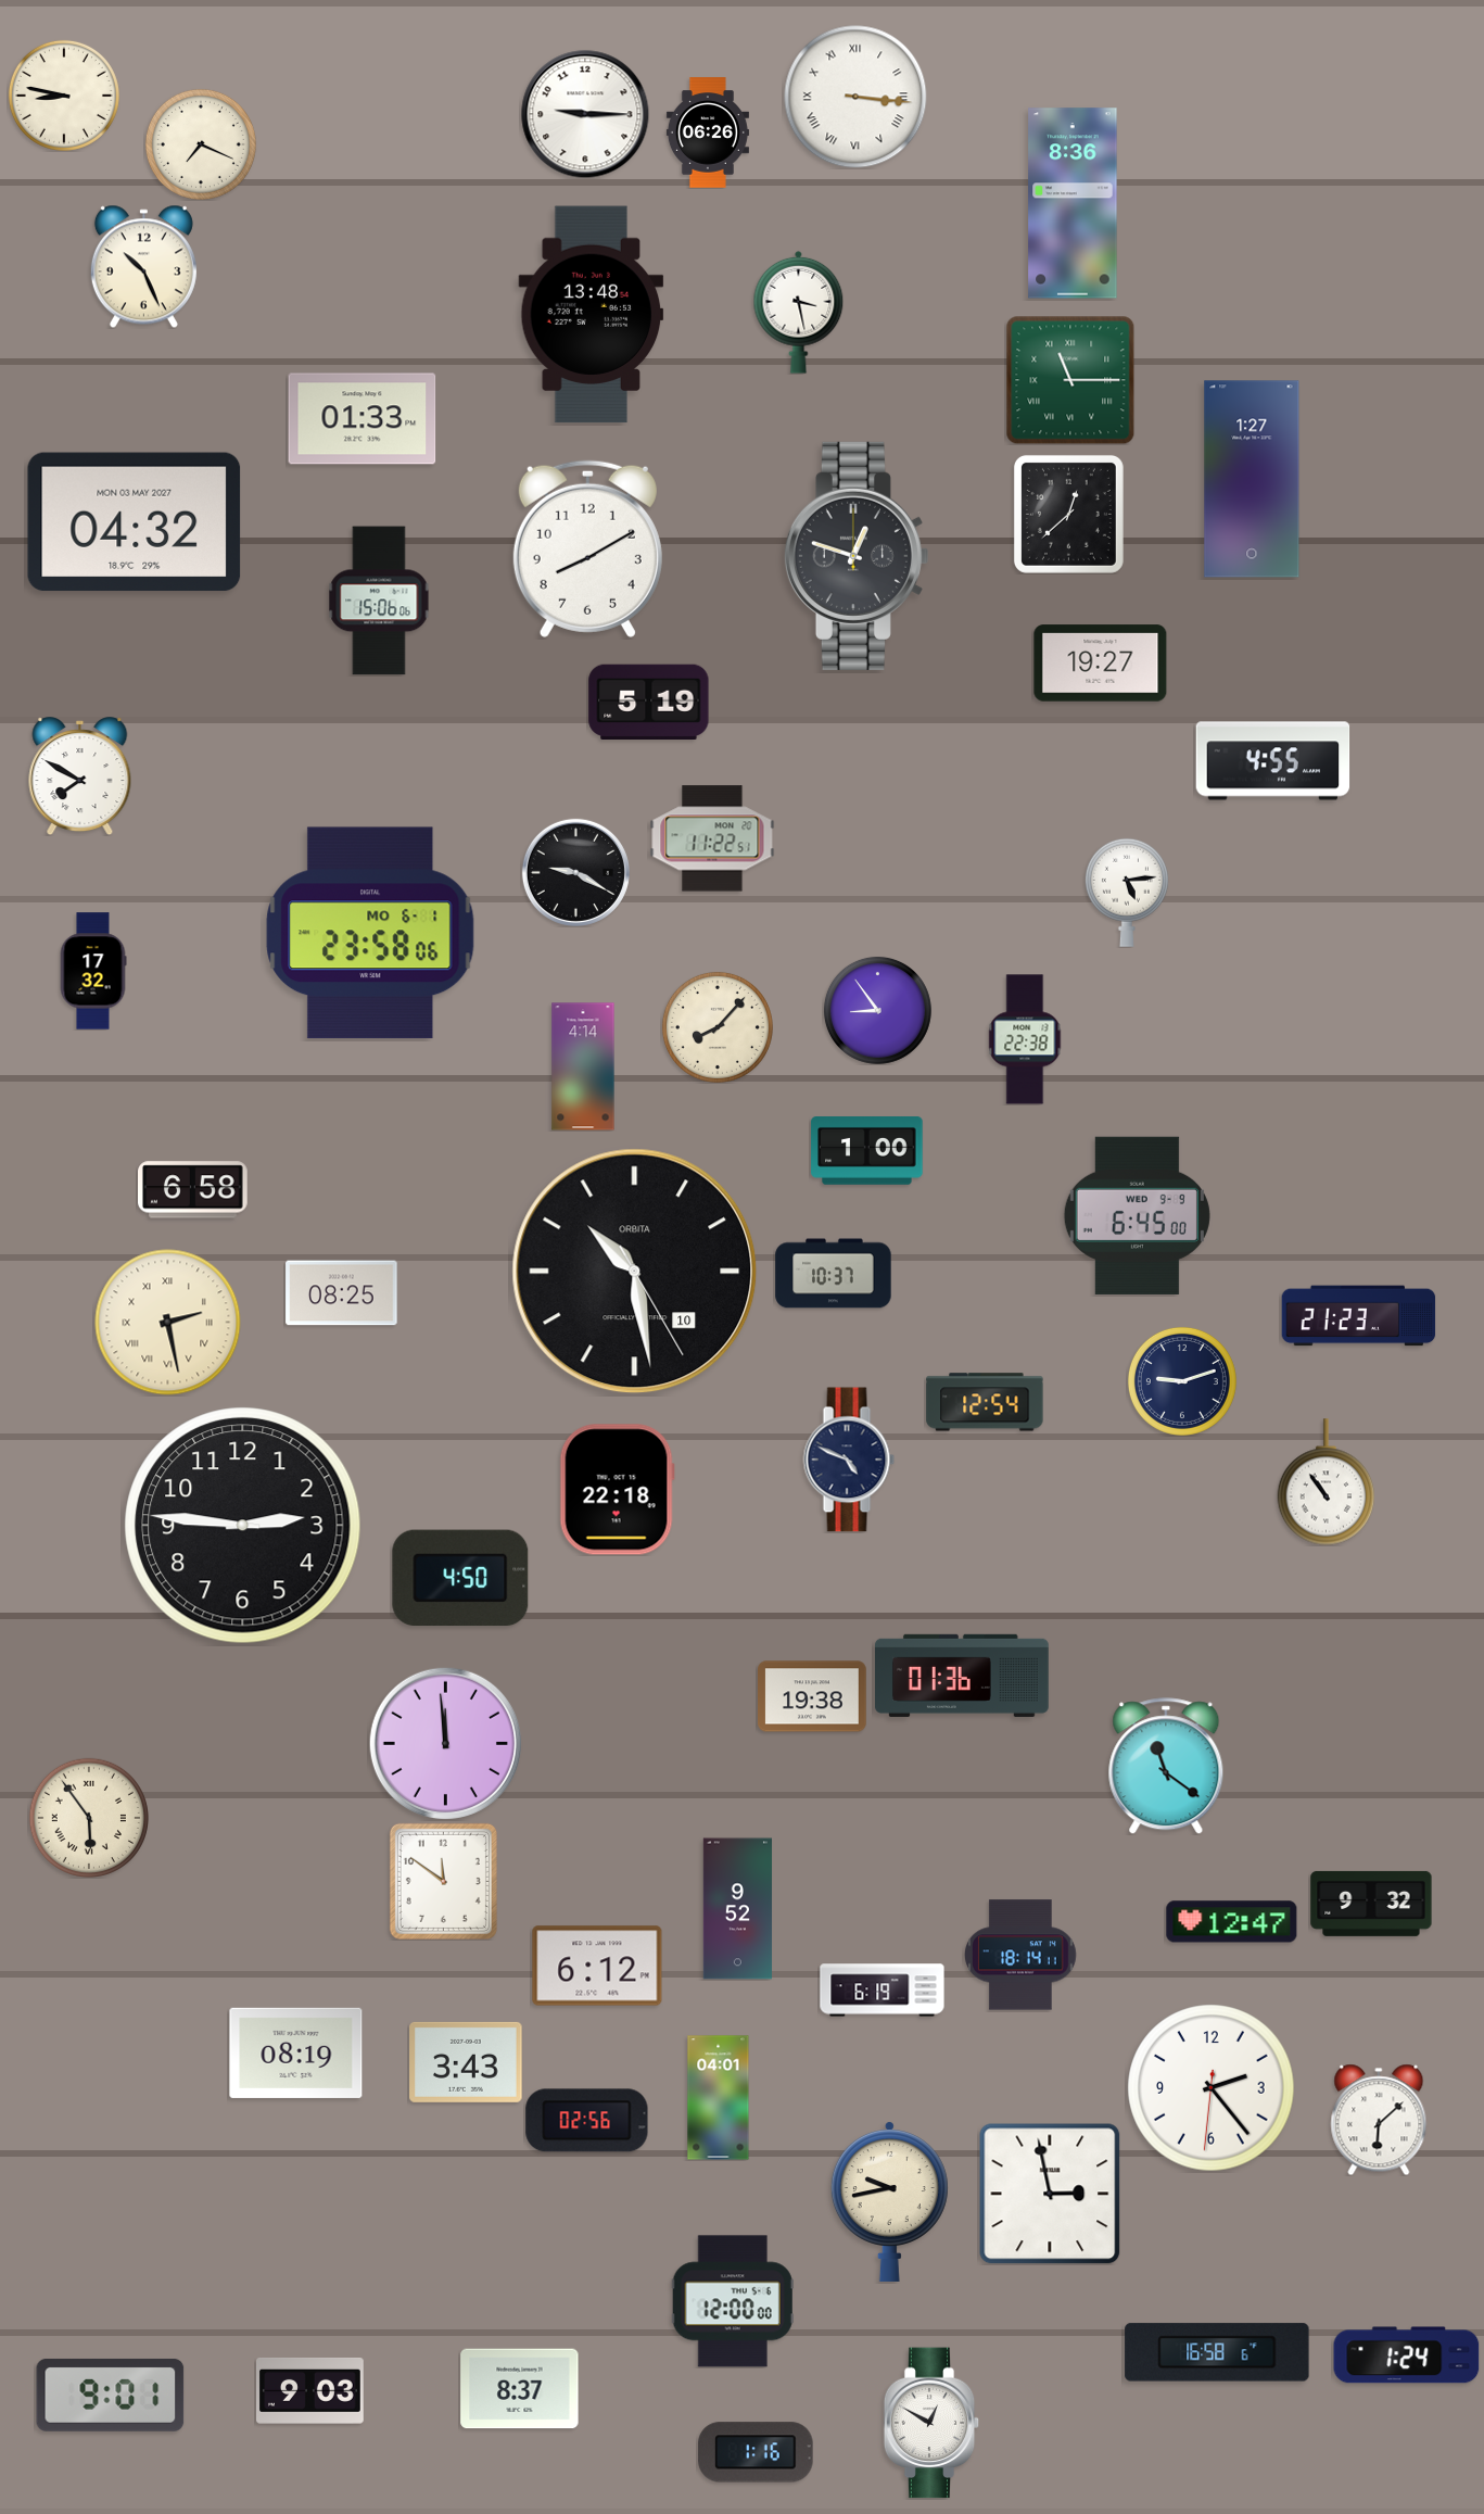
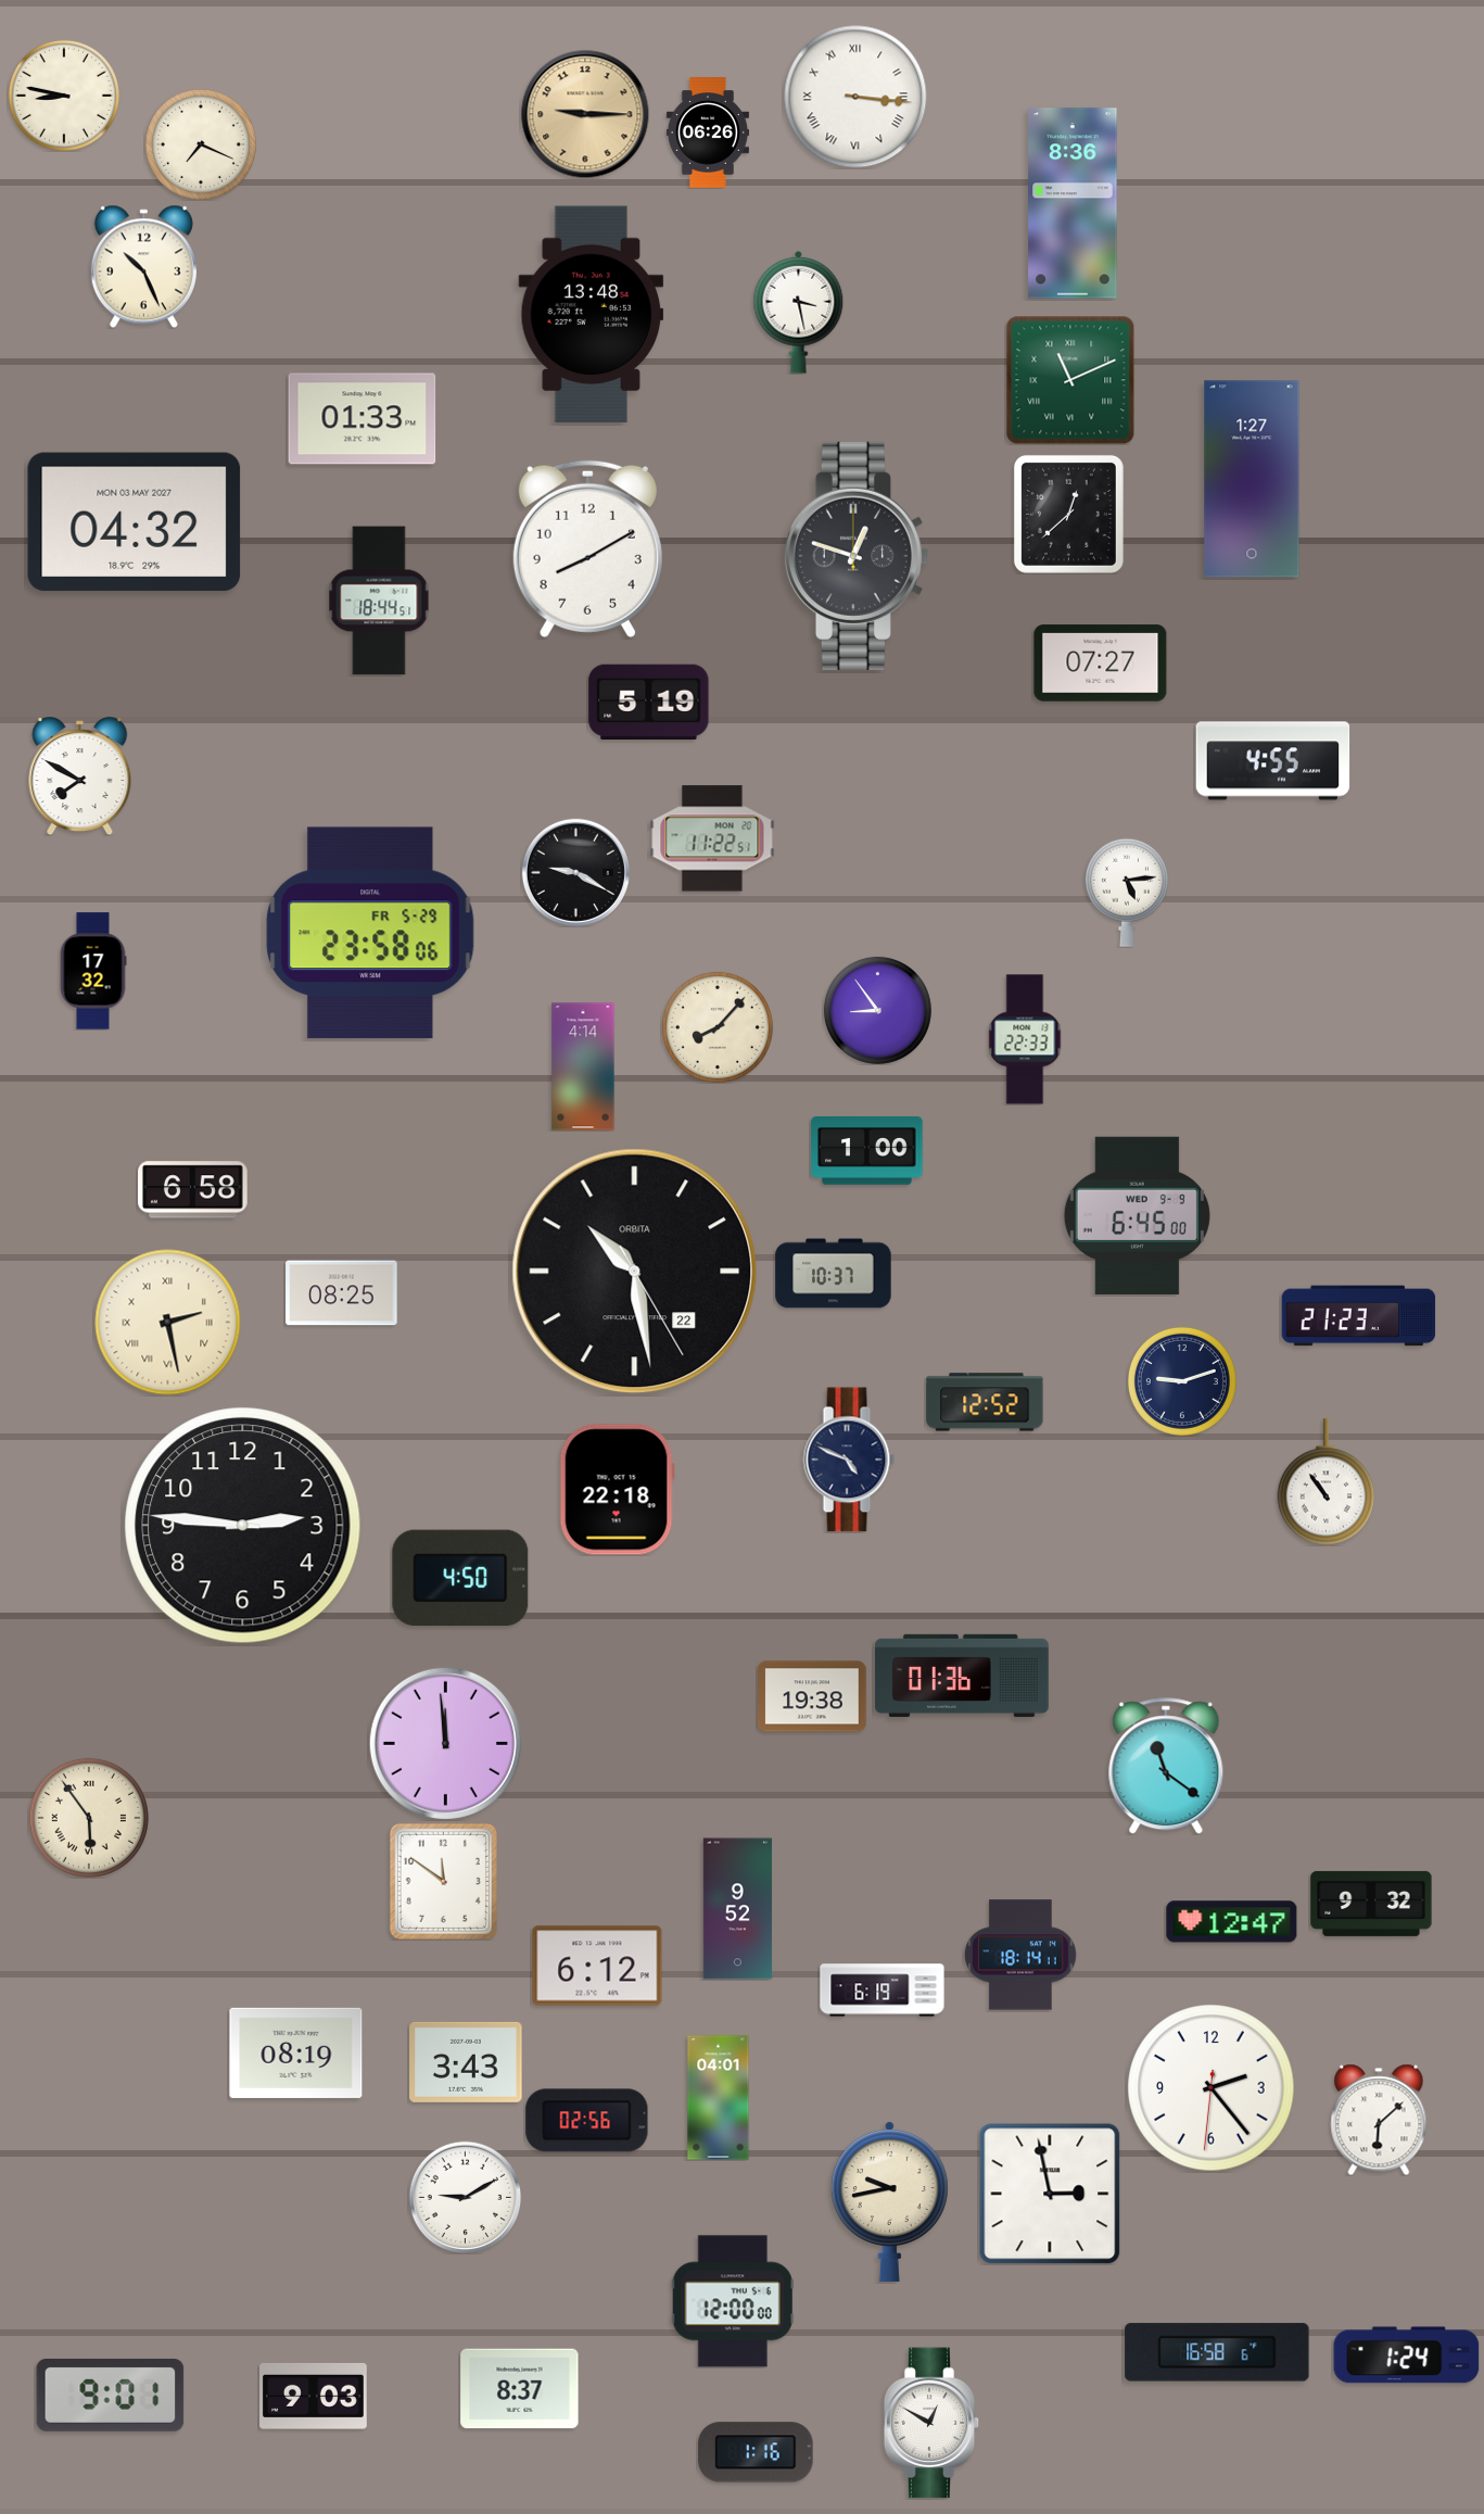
clock at (585, 114) dial: white -> champagne
clock at (1070, 380): 11:15 -> 11:11
clock at (379, 601): 15:06 -> 18:44
clock at (1101, 664): 19:27 -> 07:27
clock at (370, 933) date: MO 6-1 -> FR 5-29
clock at (1025, 1039): 22:38 -> 22:33
clock at (635, 1272) date: 10 -> 22
clock at (985, 1402): 12:54 -> 12:52
clock at (465, 2197): none -> 9:10
clock at (310, 2391) position: (310, 2391) -> (314, 2397)
